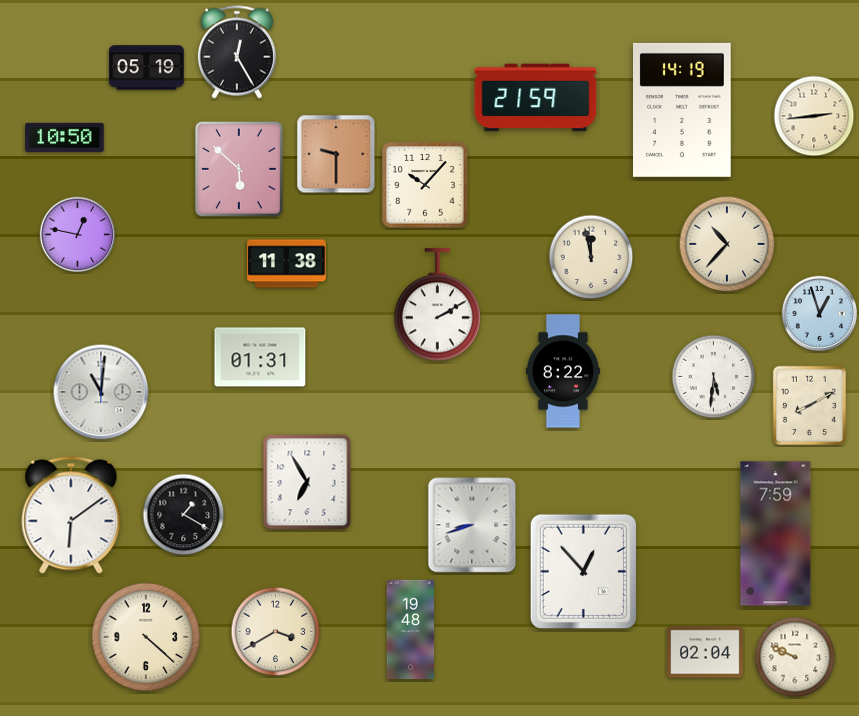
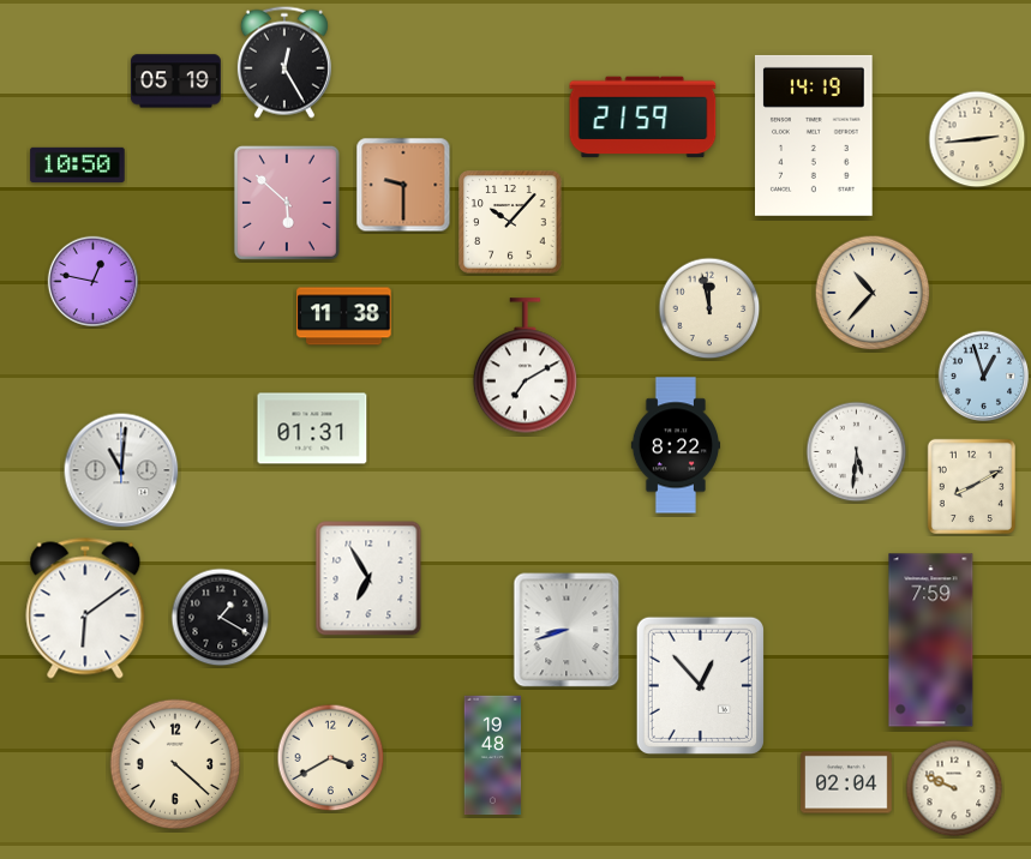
clock at (683, 110) position: (683, 110) -> (815, 136)
clock at (437, 305): 2:10 -> 7:10
clock at (71, 515) position: (71, 515) -> (85, 608)
